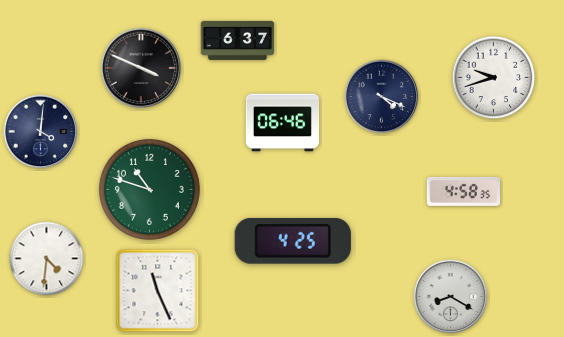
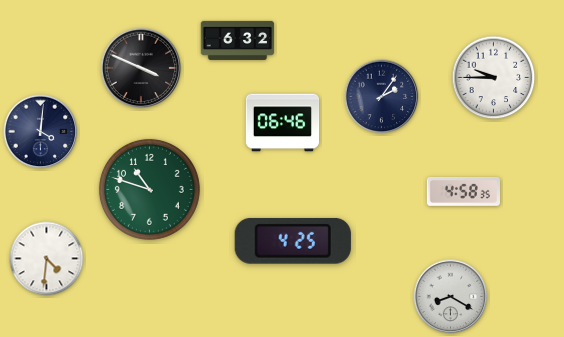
clock at (238, 40): 6:37 -> 6:32
clock at (494, 78): 9:42 -> 9:45
clock at (382, 97): 4:19 -> 2:06
clock at (158, 291): 11:26 -> none
